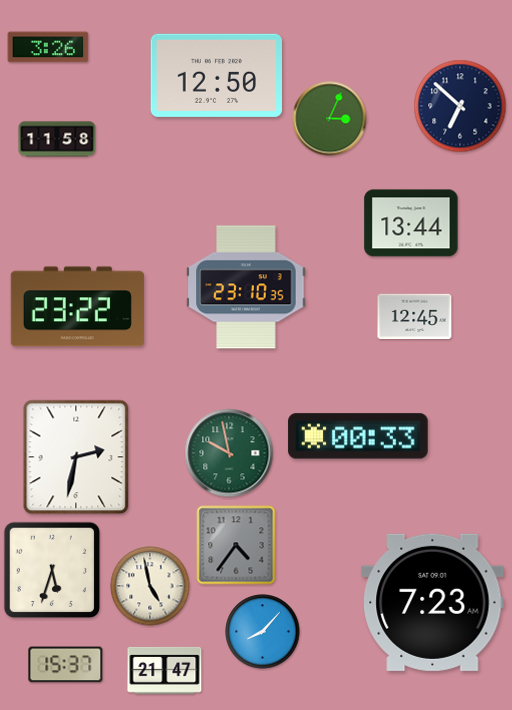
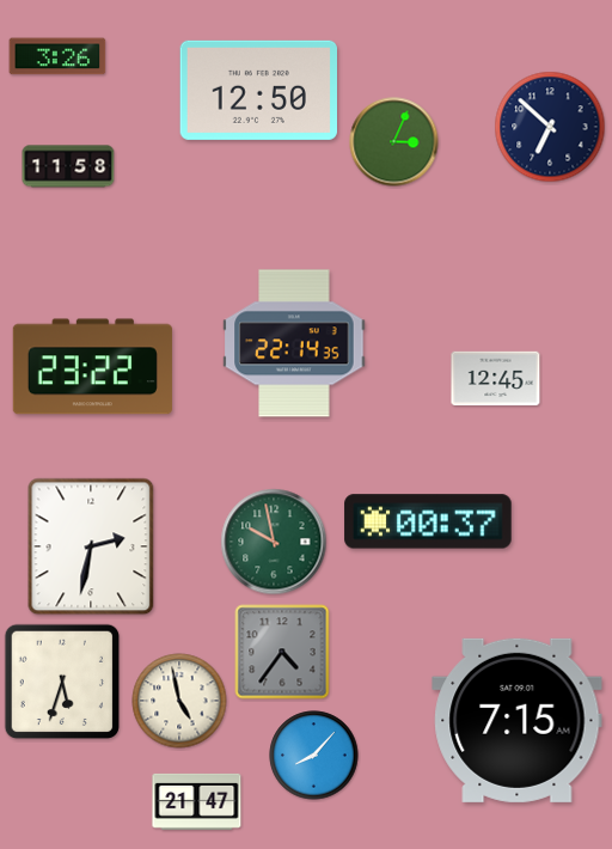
clock at (411, 223): 13:44 -> none
clock at (246, 287): 23:10 -> 22:14
clock at (358, 436): 00:33 -> 00:37
clock at (433, 602): 7:23 -> 7:15
clock at (66, 665): 15:37 -> none
